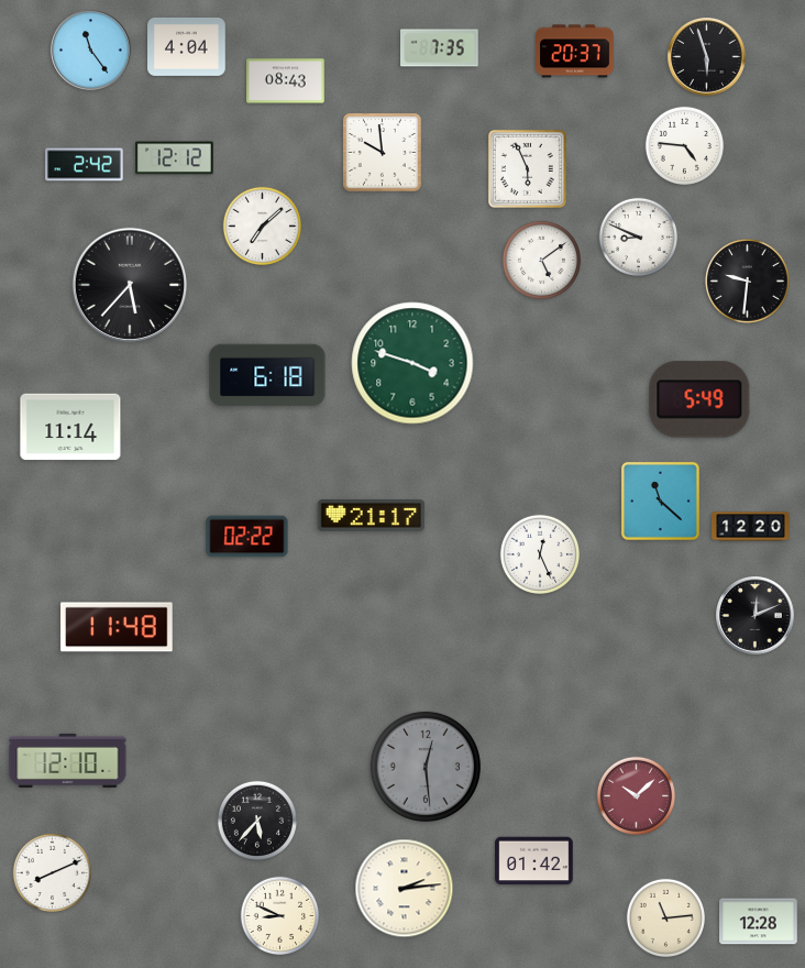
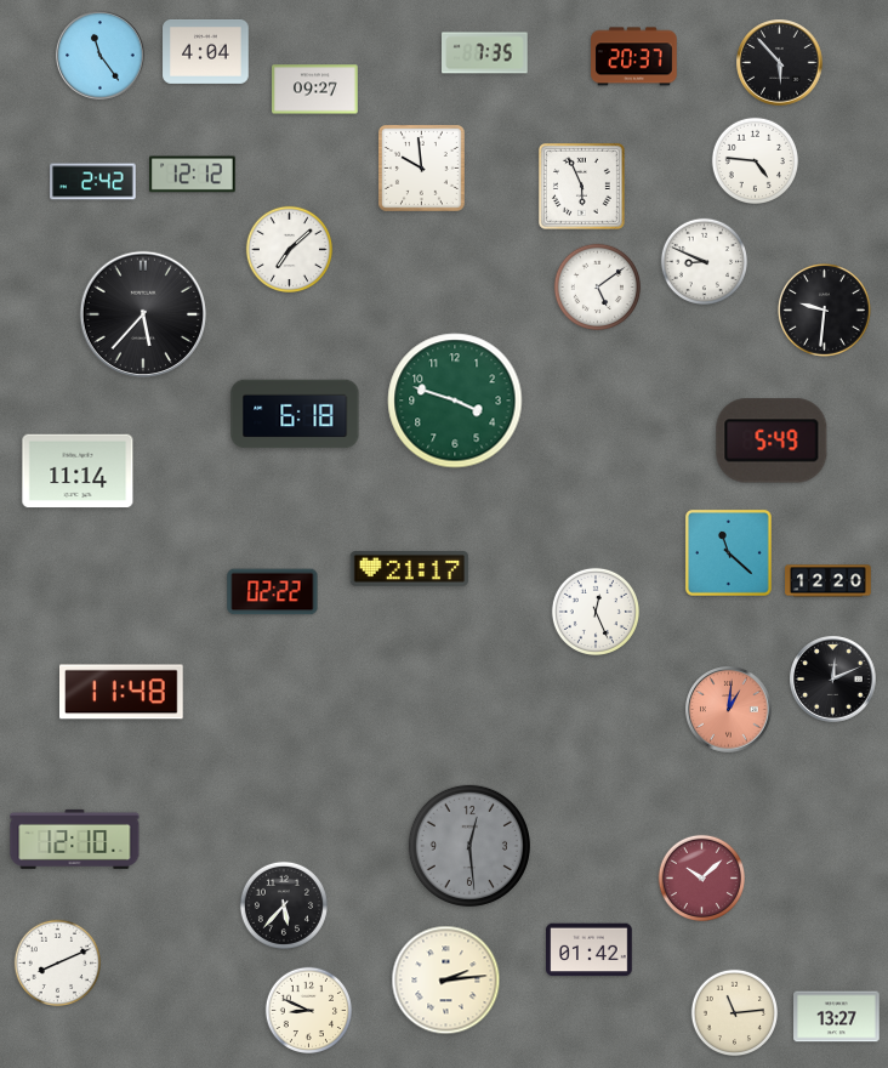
clock at (707, 57): 5:57 -> 5:53
clock at (286, 81): 08:43 -> 09:27
clock at (118, 627) position: (118, 627) -> (123, 692)
clock at (729, 710): none -> 1:01
clock at (759, 922): 12:28 -> 13:27
